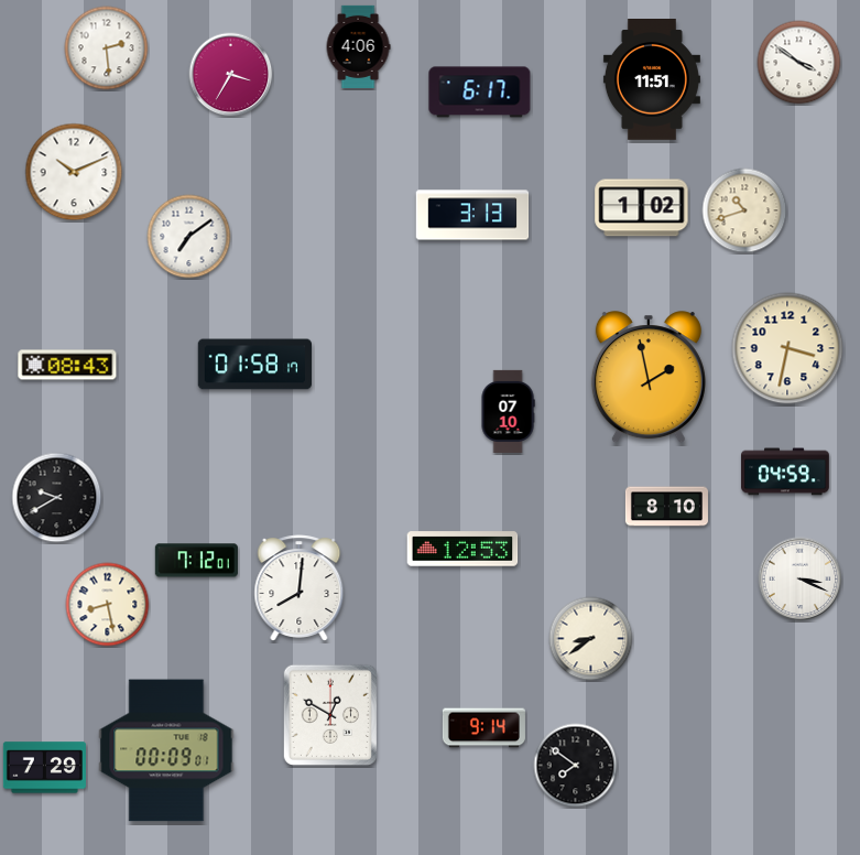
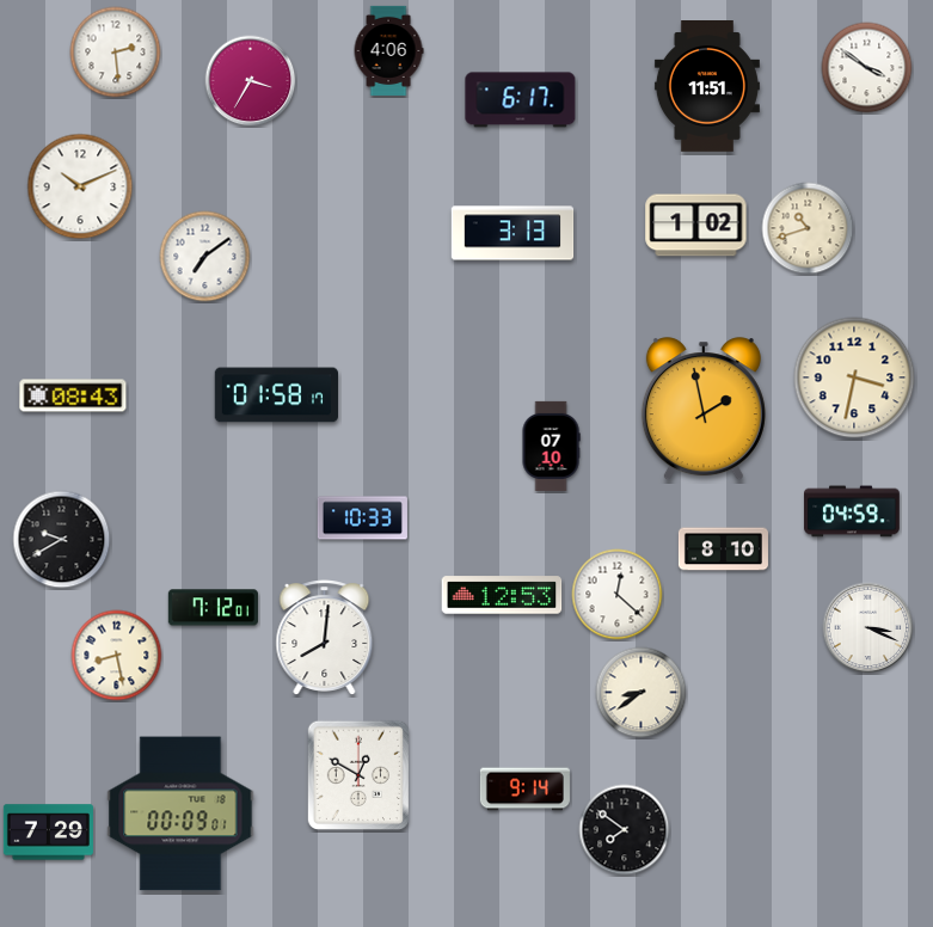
clock at (362, 518): none -> 10:33
clock at (618, 595): none -> 12:22
